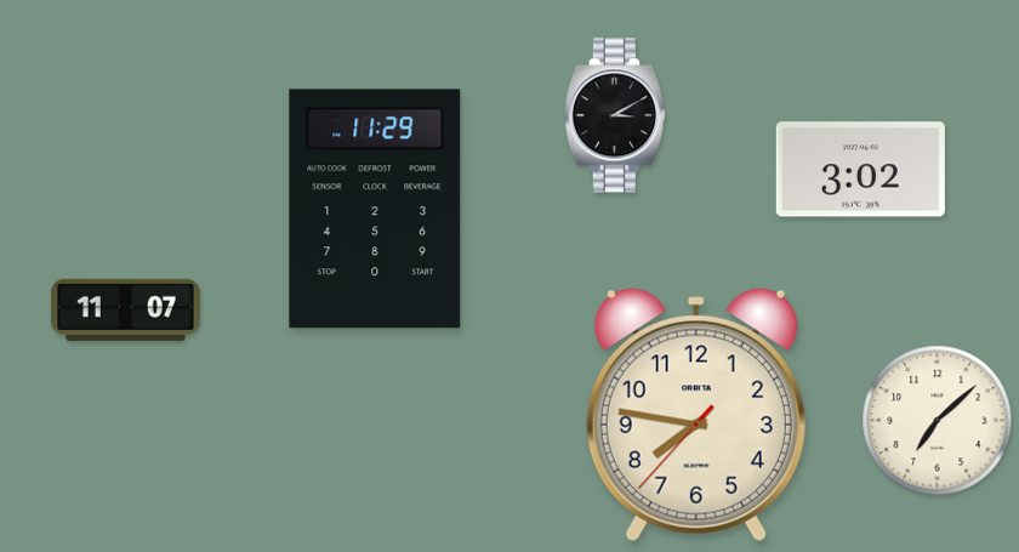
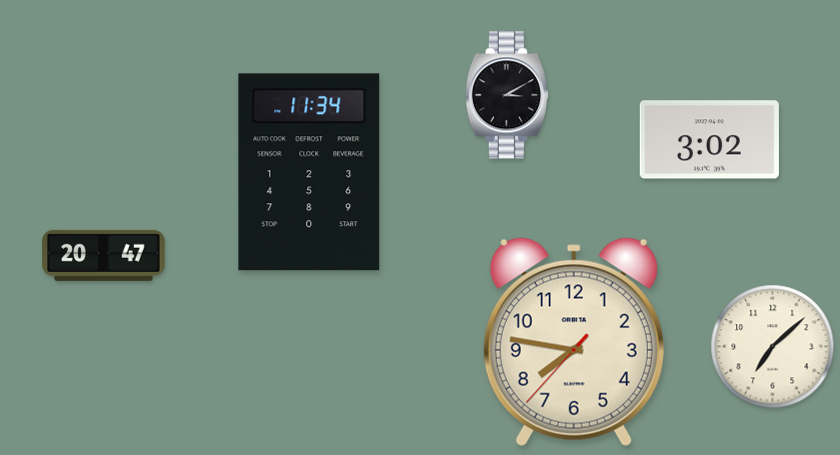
clock at (375, 209): 11:29 -> 11:34
clock at (126, 309): 11:07 -> 20:47
